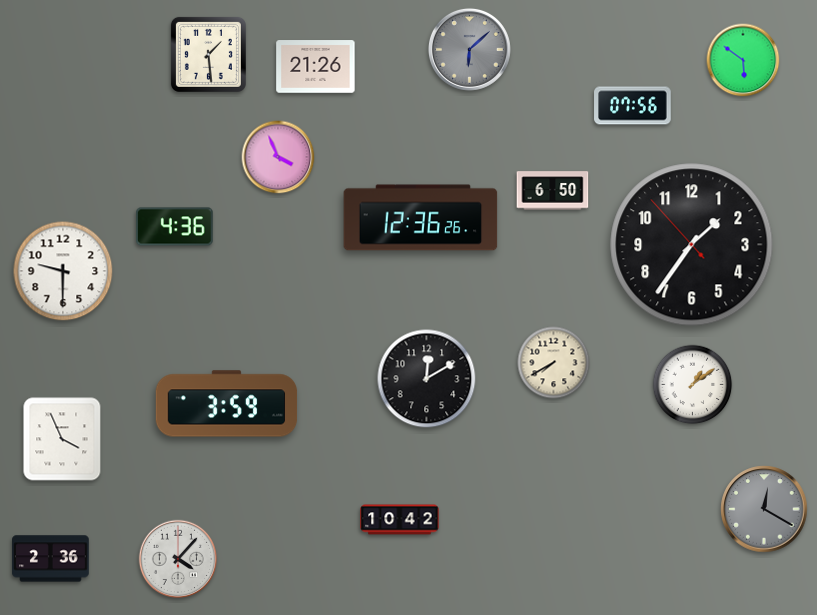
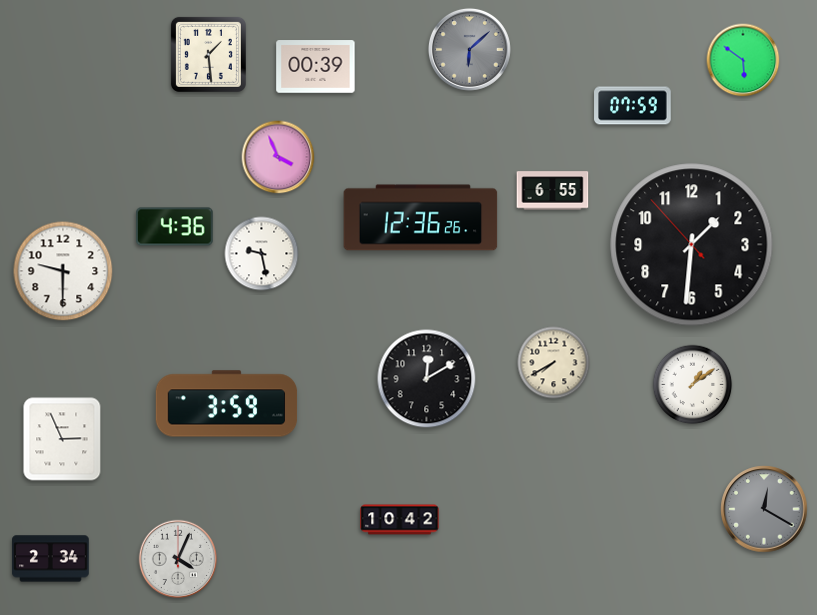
clock at (316, 67): 21:26 -> 00:39
clock at (633, 106): 07:56 -> 07:59
clock at (553, 191): 6:50 -> 6:55
clock at (692, 245): 1:35 -> 1:30
clock at (262, 254): none -> 9:28
clock at (62, 439): 3:56 -> 2:56
clock at (177, 558): 4:07 -> 4:04
clock at (51, 559): 2:36 -> 2:34
